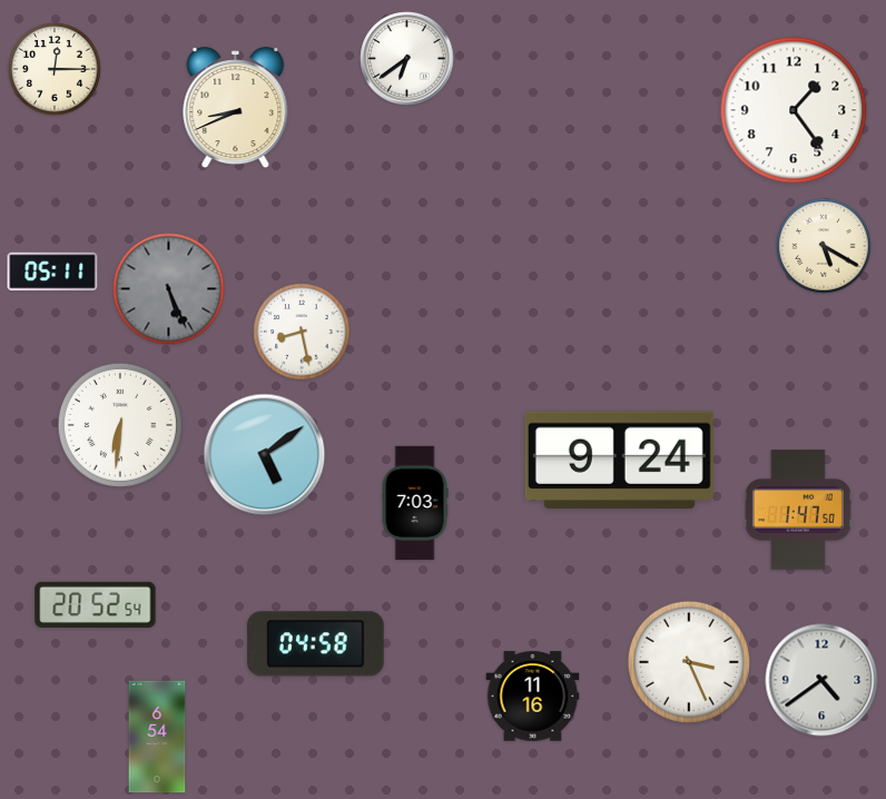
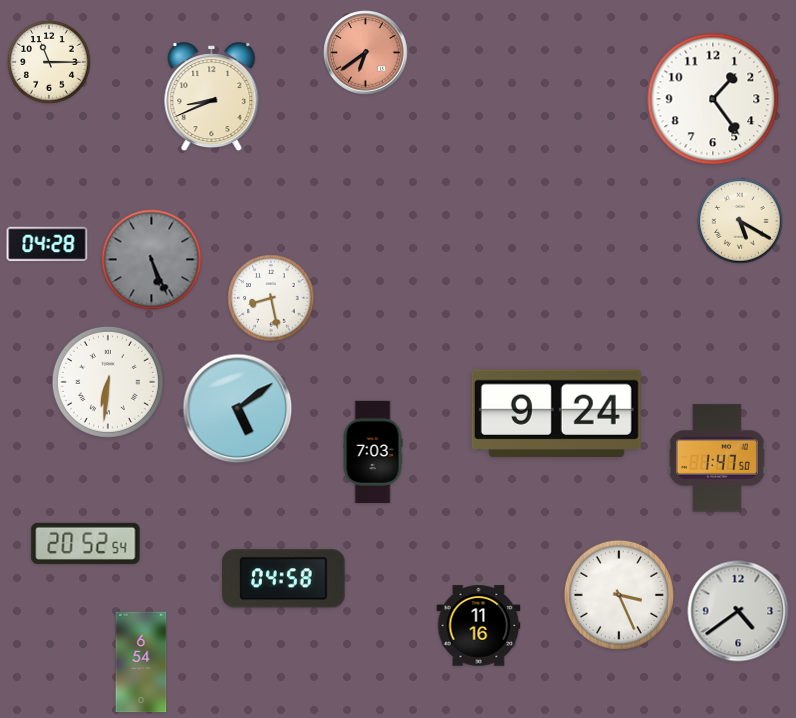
clock at (407, 59) dial: white -> salmon
clock at (56, 70): 12:15 -> 11:15
clock at (52, 272): 05:11 -> 04:28
